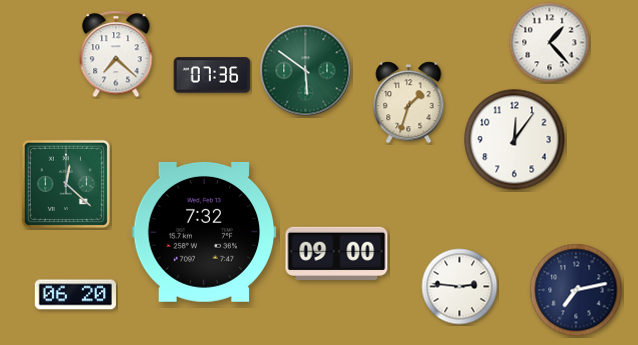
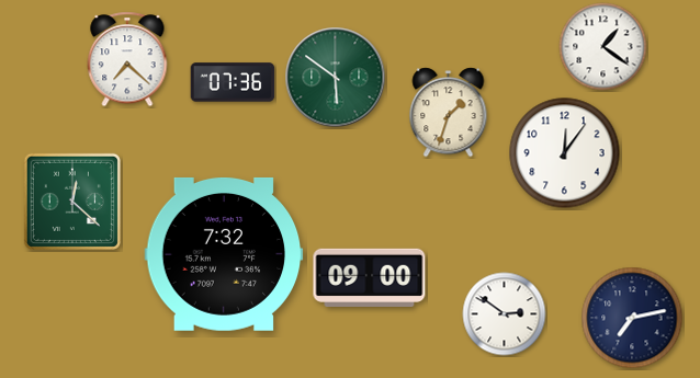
clock at (550, 43): 1:23 -> 1:21
clock at (460, 287): 2:46 -> 2:51
clock at (75, 295): 06:20 -> none
